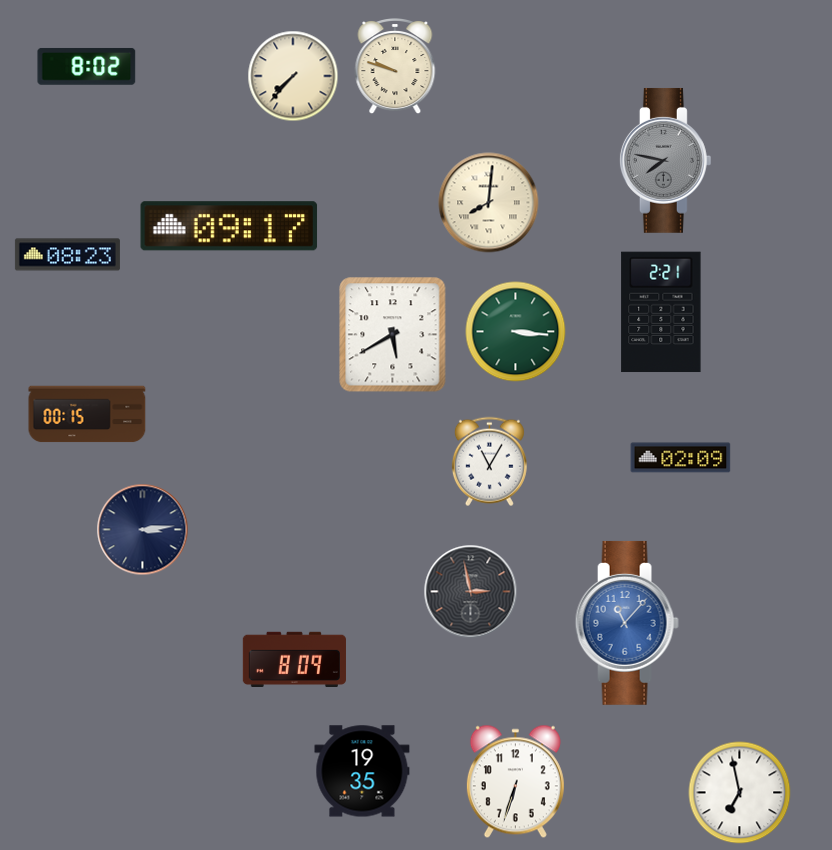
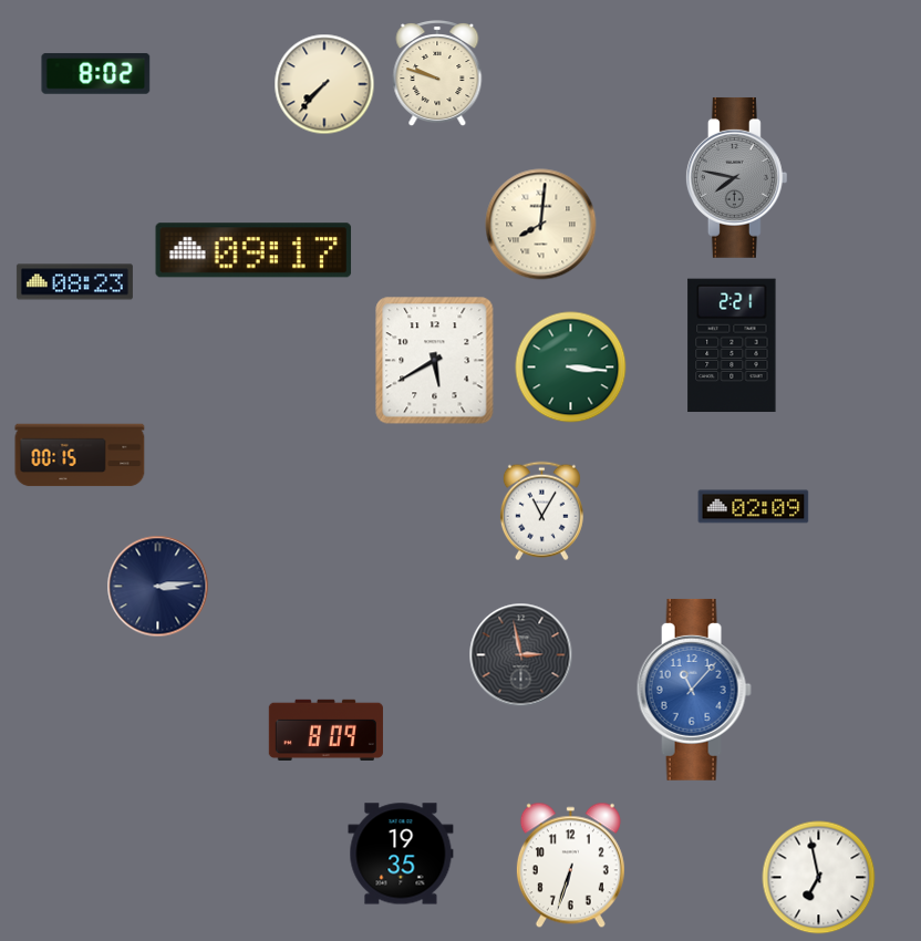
clock at (393, 335) position: (393, 335) -> (435, 361)
clock at (87, 414) position: (87, 414) -> (80, 455)
